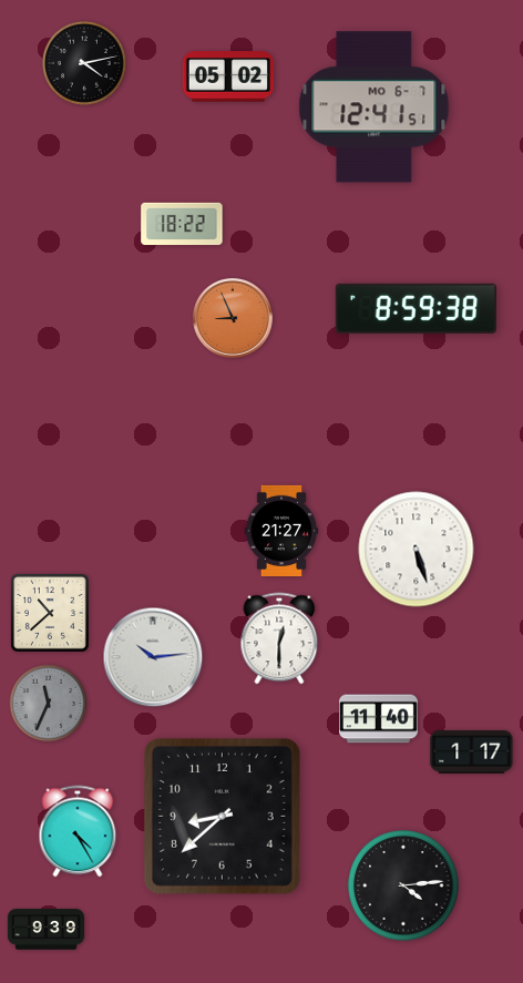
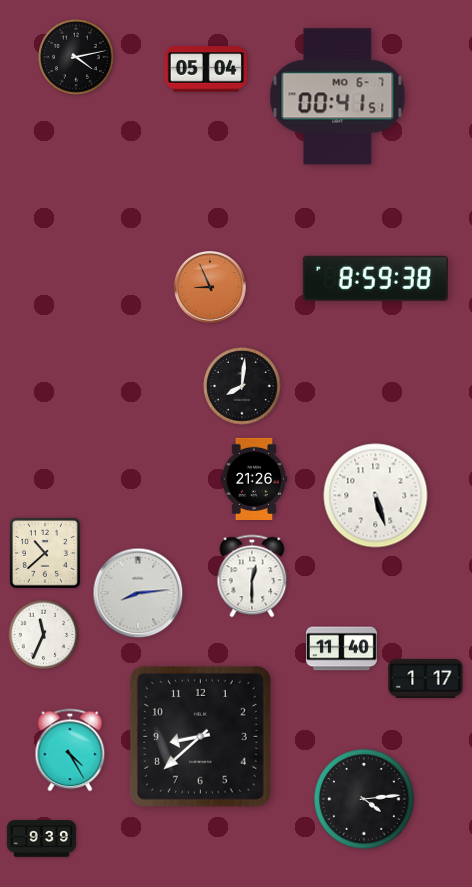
clock at (228, 76): 05:02 -> 05:04
clock at (375, 107): 12:41 -> 00:41
clock at (182, 224): 18:22 -> none
clock at (242, 386): none -> 8:01
clock at (281, 531): 21:27 -> 21:26
clock at (153, 657): 10:14 -> 8:14
clock at (49, 704) dial: grey -> white
